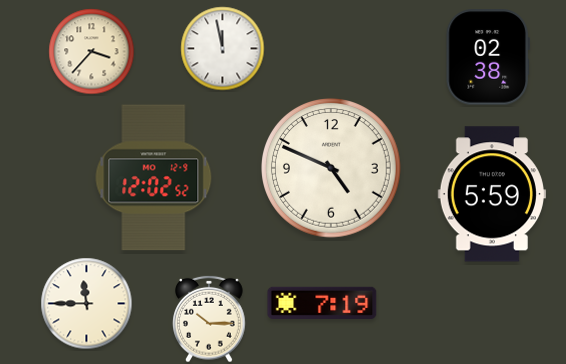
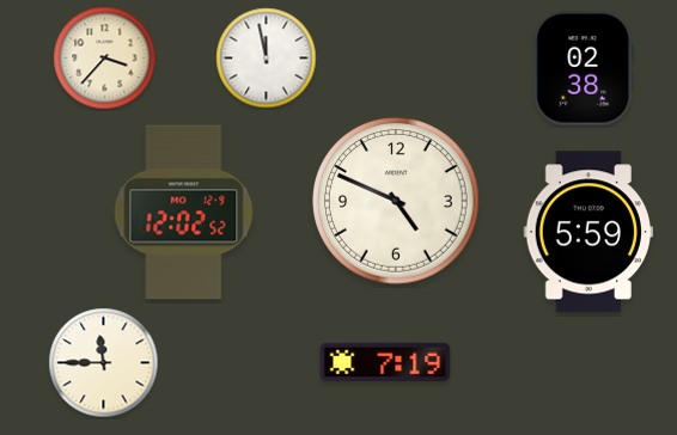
clock at (92, 52) position: (92, 52) -> (105, 59)
clock at (209, 319): 10:15 -> none
